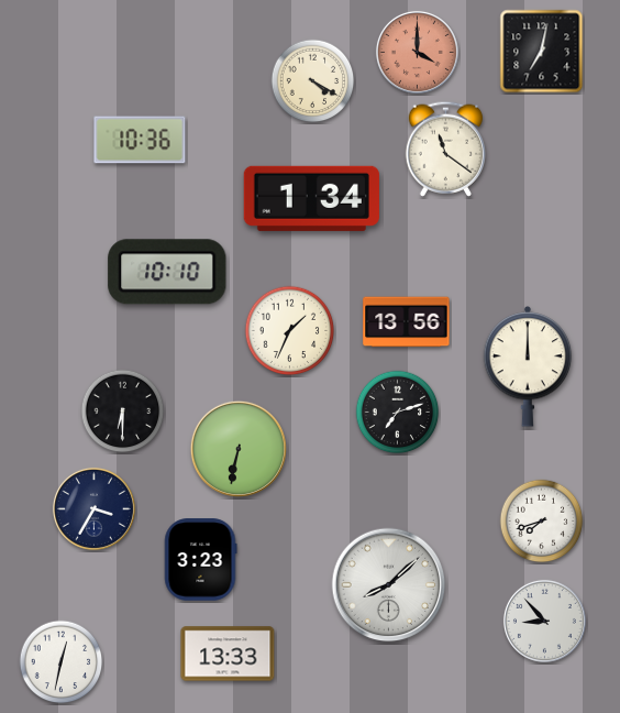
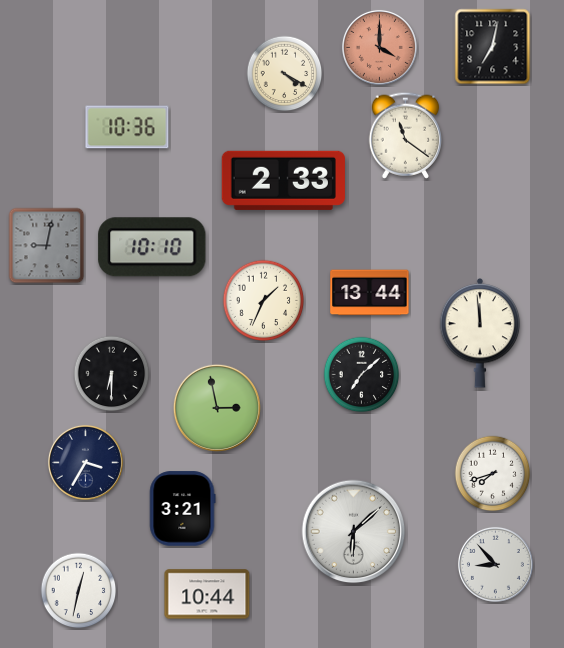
clock at (311, 198): 1:34 -> 2:33
clock at (47, 246): none -> 9:02
clock at (407, 322): 13:56 -> 13:44
clock at (528, 368): 12:00 -> 11:59
clock at (398, 413): 7:12 -> 7:08
clock at (239, 449): 6:32 -> 2:58
clock at (200, 560): 3:23 -> 3:21
clock at (389, 585): 8:08 -> 6:08
clock at (228, 654): 13:33 -> 10:44
clock at (62, 662) position: (62, 662) -> (79, 591)
